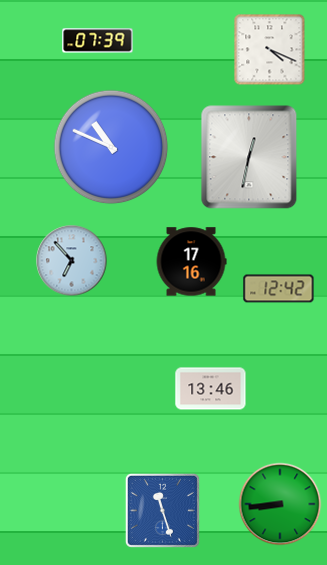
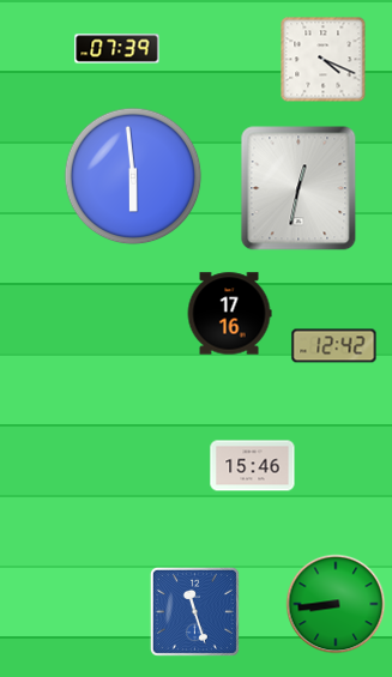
clock at (111, 147): 10:49 -> 5:59
clock at (72, 261): 6:53 -> none
clock at (211, 389): 13:46 -> 15:46
